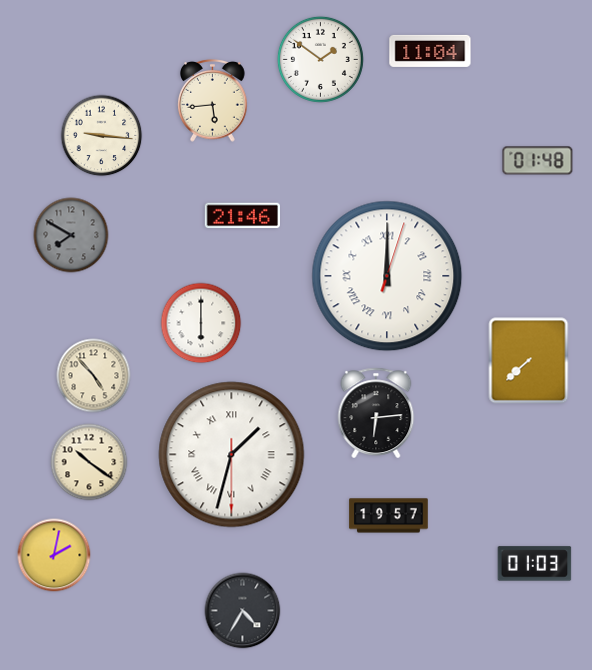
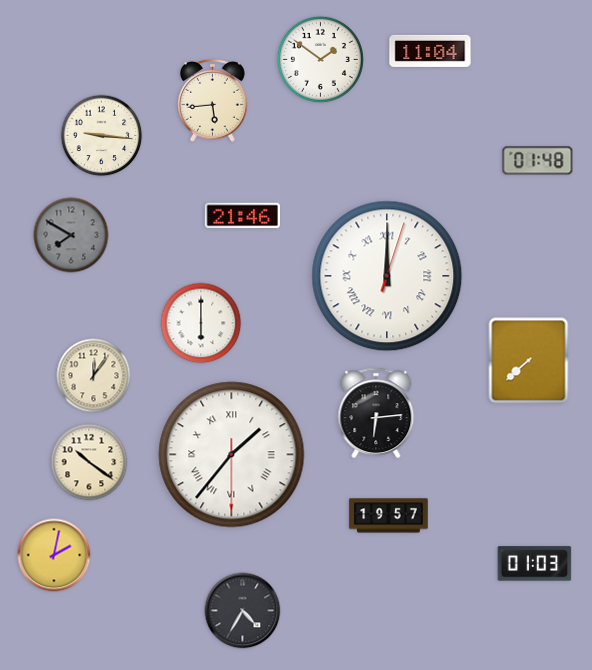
clock at (94, 376): 4:53 -> 12:06
clock at (232, 455): 1:32 -> 1:36
